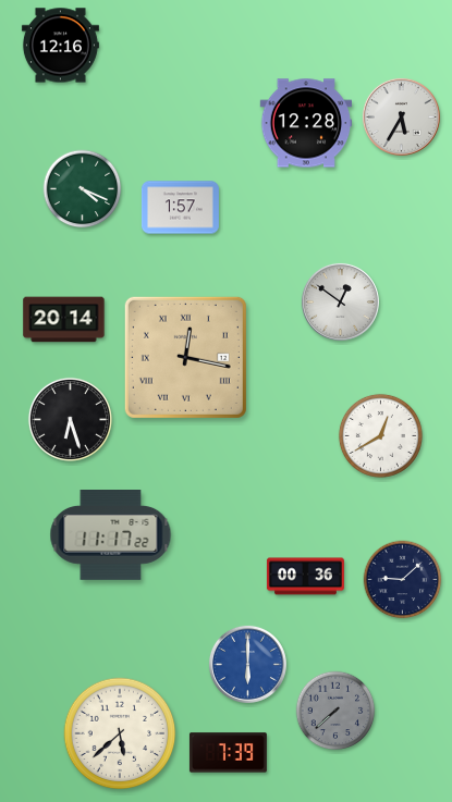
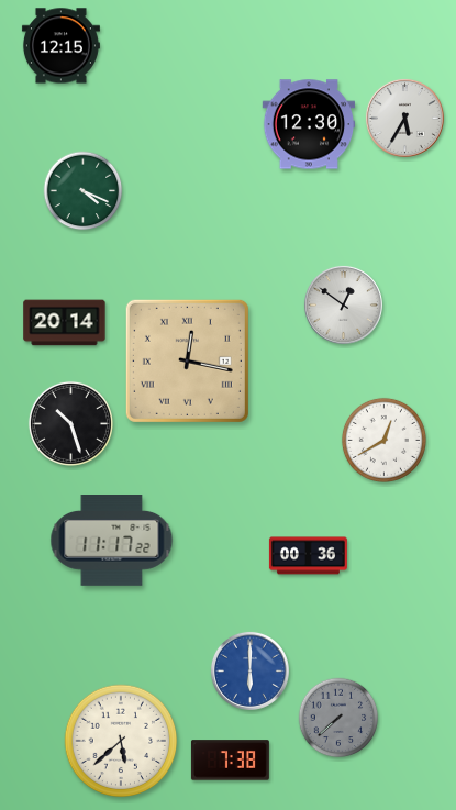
clock at (60, 46): 12:16 -> 12:15
clock at (306, 123): 12:28 -> 12:30
clock at (180, 208): 1:57 -> none
clock at (70, 419): 6:27 -> 10:27
clock at (305, 577) position: (305, 577) -> (308, 556)
clock at (403, 580): 9:08 -> none
clock at (228, 753): 7:39 -> 7:38
